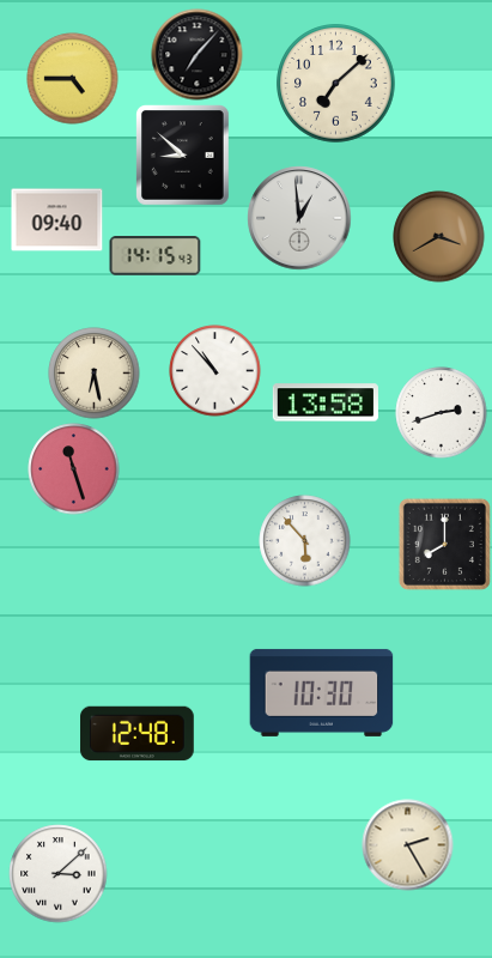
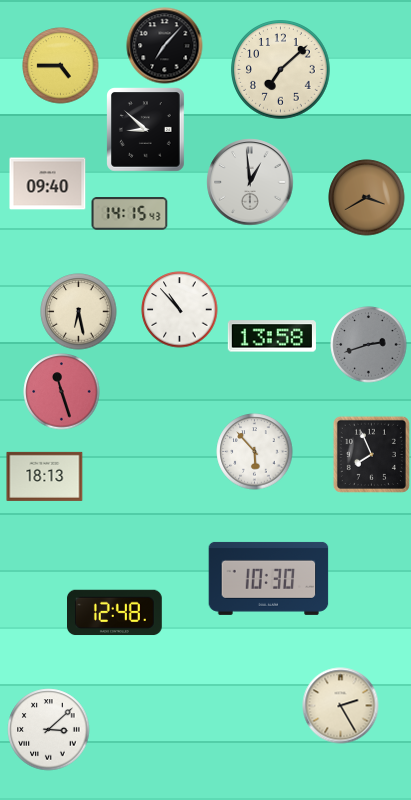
clock at (183, 156) position: (183, 156) -> (146, 130)
clock at (442, 413) dial: white -> grey
clock at (444, 544): 8:00 -> 7:56
clock at (45, 476): none -> 18:13
